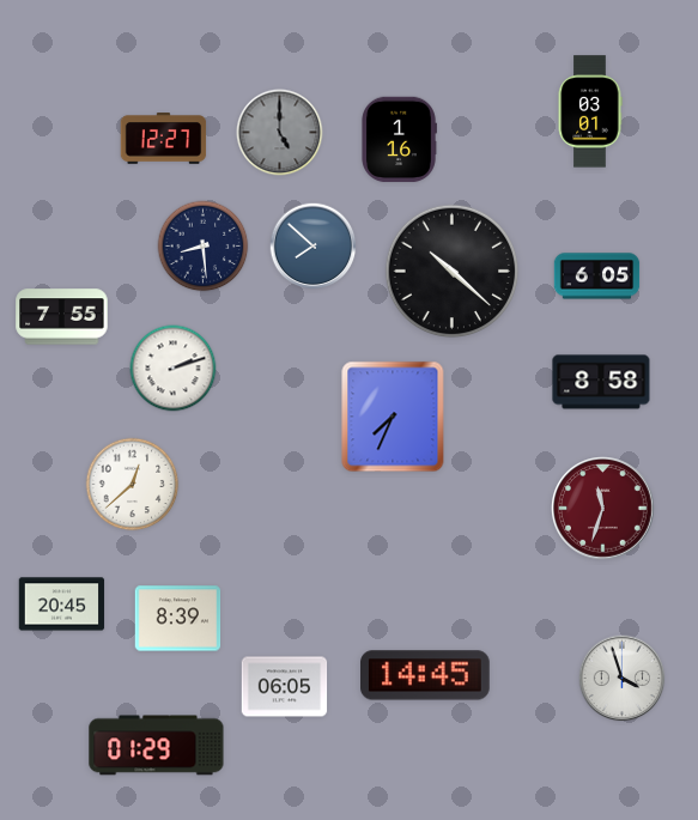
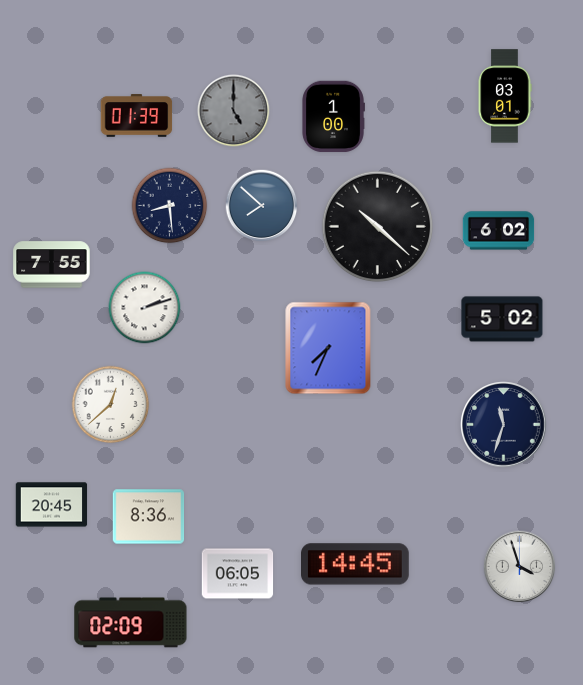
clock at (590, 111) position: (590, 111) -> (505, 96)
clock at (164, 139): 12:27 -> 01:39
clock at (399, 140): 1:16 -> 1:00
clock at (597, 277): 6:05 -> 6:02
clock at (601, 382): 8:58 -> 5:02
clock at (603, 509) dial: burgundy -> navy
clock at (178, 619): 8:39 -> 8:36
clock at (157, 746): 01:29 -> 02:09
